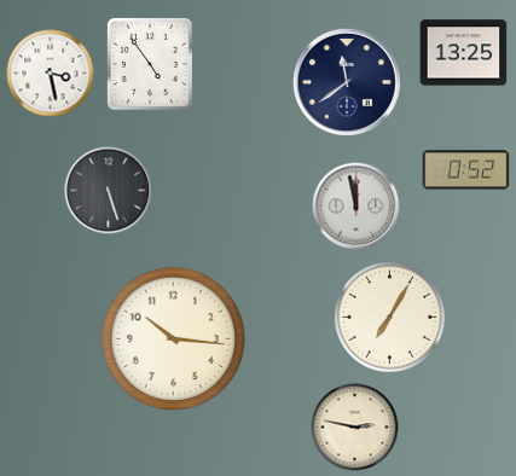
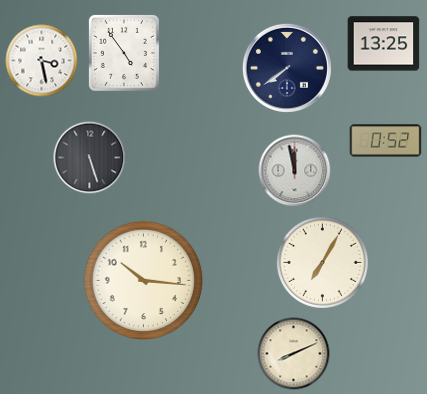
clock at (347, 82): 11:39 -> 7:39
clock at (355, 428): 2:47 -> 8:11
